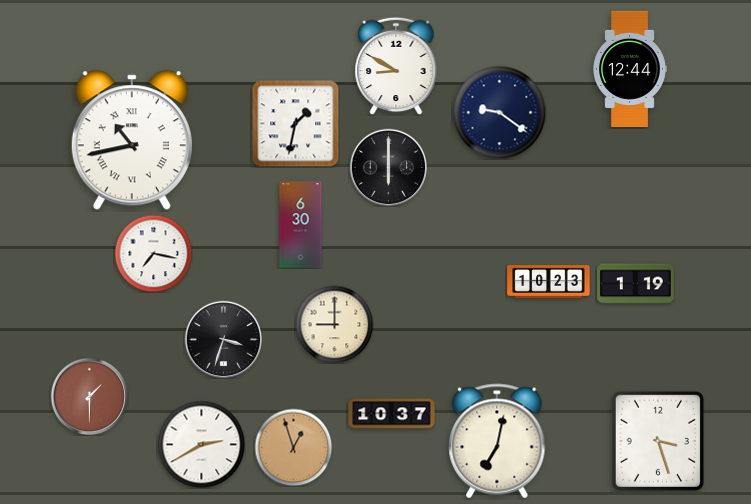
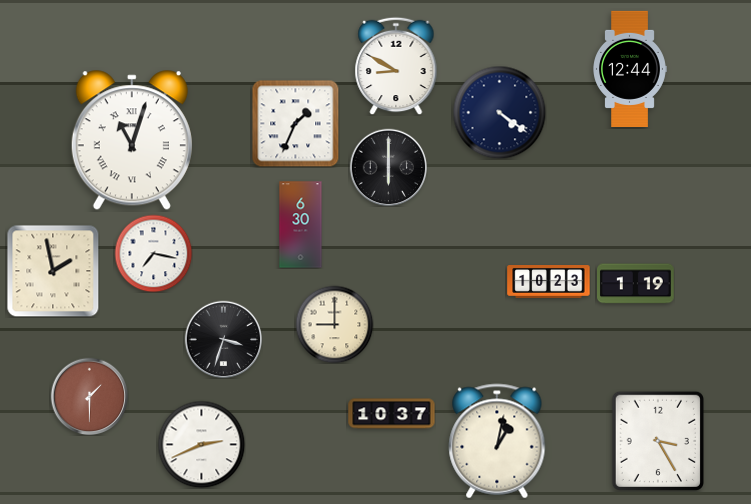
clock at (499, 112): 9:21 -> 4:21
clock at (295, 123): 1:32 -> 1:34
clock at (132, 141): 10:43 -> 11:03
clock at (53, 271): none -> 1:58
clock at (497, 441): 7:02 -> 1:02
clock at (658, 441): 3:27 -> 3:25
clock at (201, 444): 2:40 -> 2:41
clock at (293, 447): 12:57 -> none
